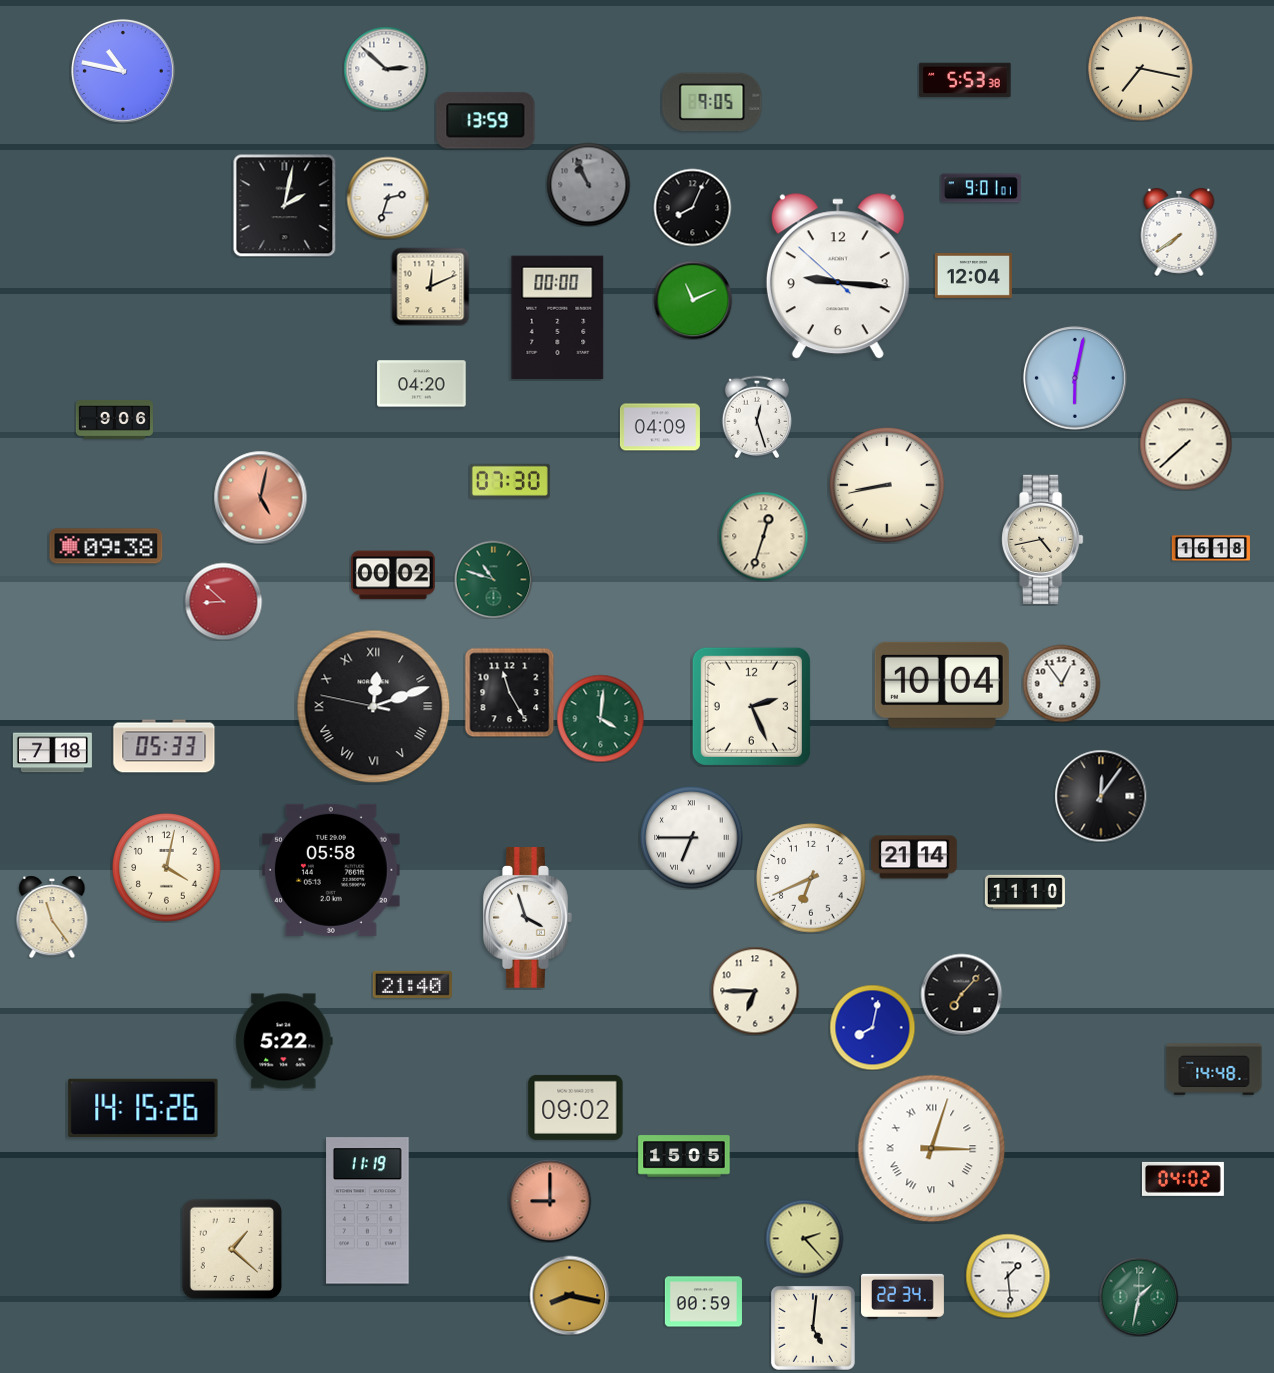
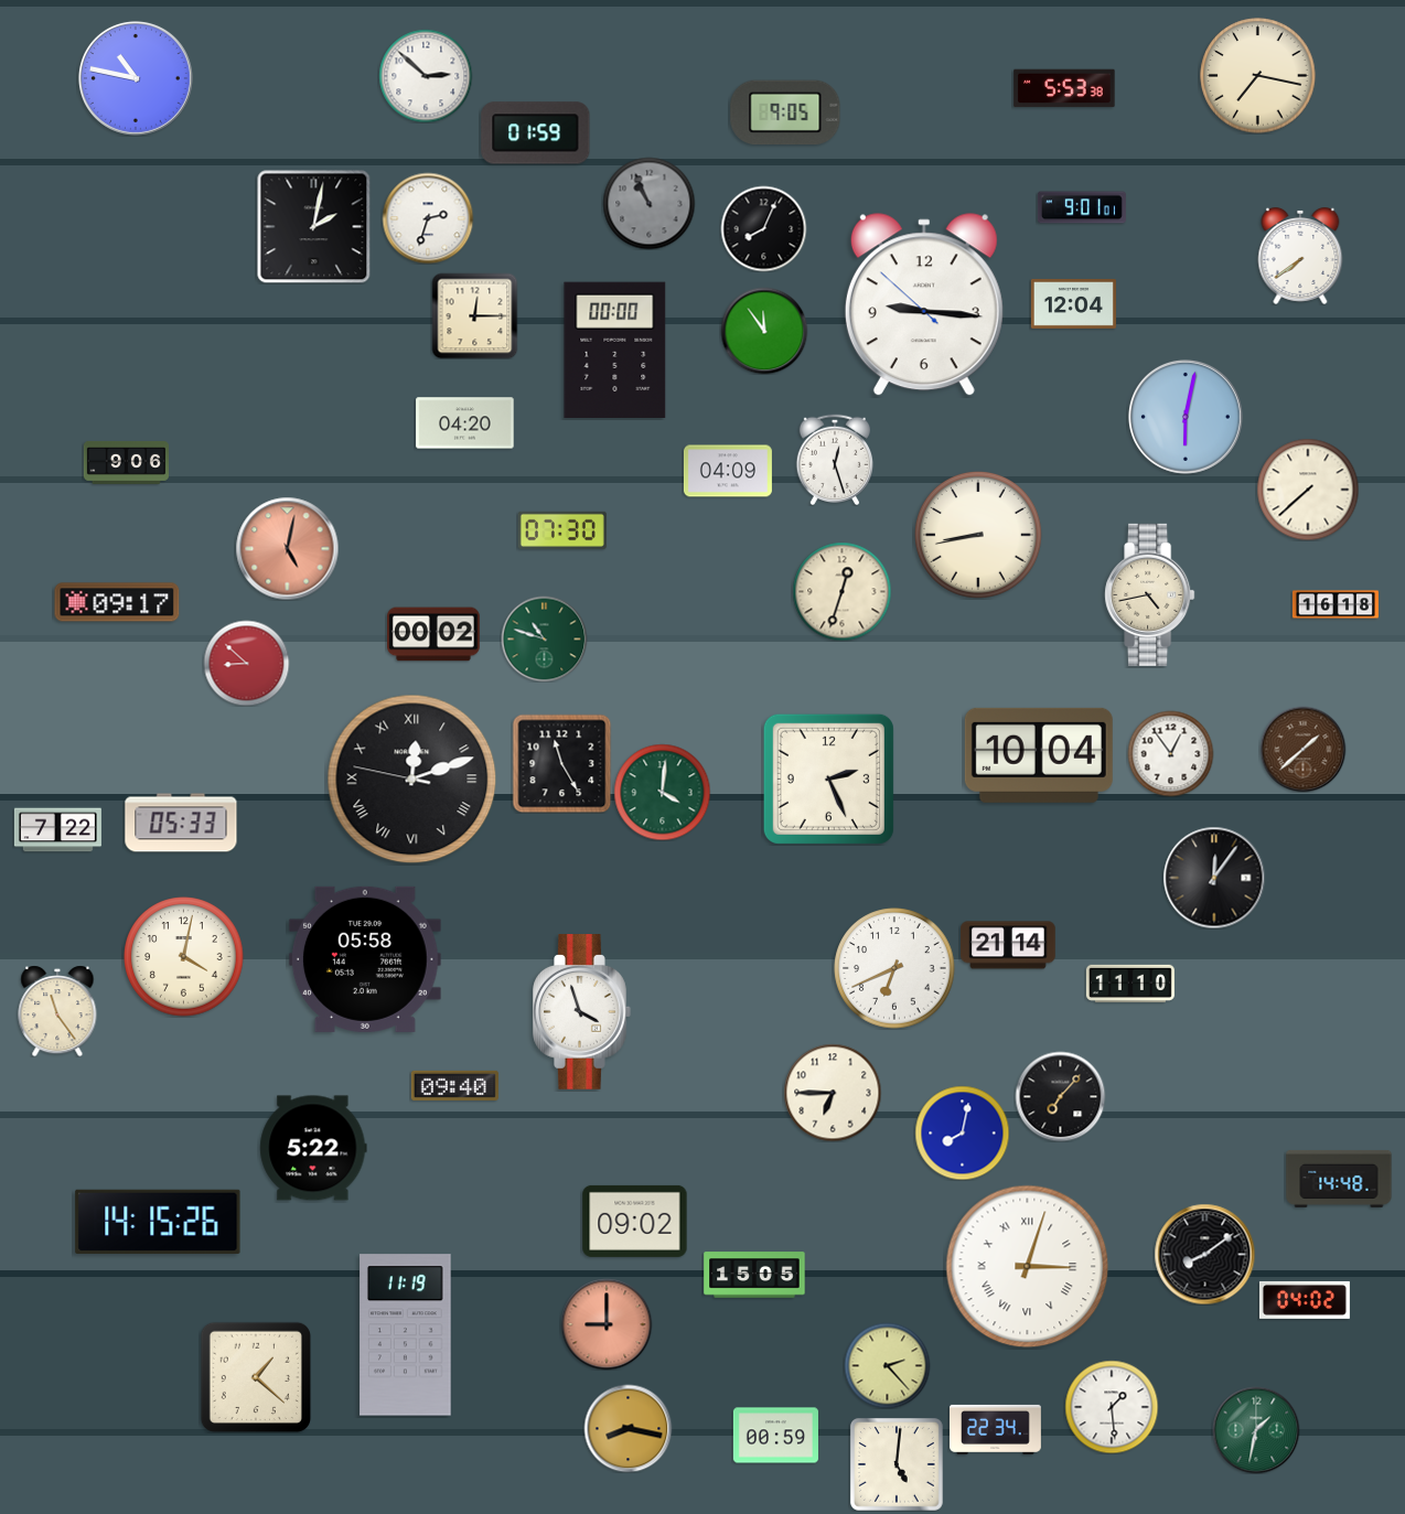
clock at (486, 121): 13:59 -> 01:59
clock at (430, 286): 12:11 -> 12:15
clock at (693, 300): 11:11 -> 11:54
clock at (106, 546): 09:38 -> 09:17
clock at (1302, 749): none -> 1:38
clock at (52, 753): 7:18 -> 7:22
clock at (692, 838): 6:45 -> none
clock at (412, 984): 21:40 -> 09:40
clock at (1204, 1254): none -> 8:09
